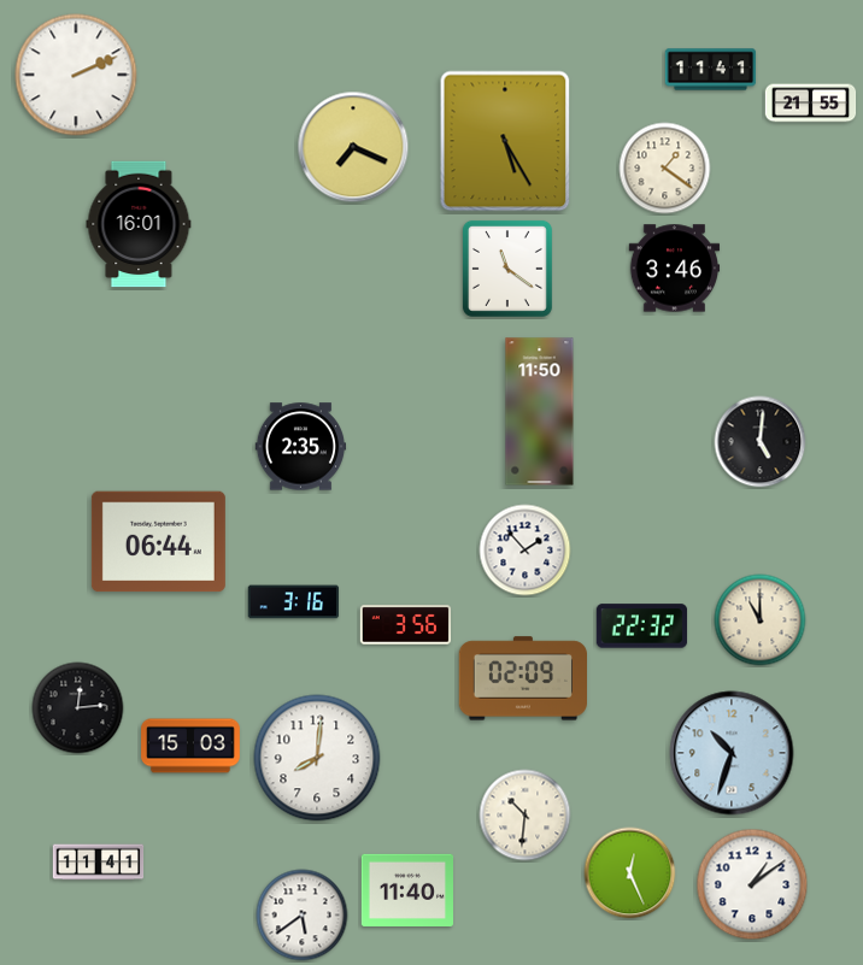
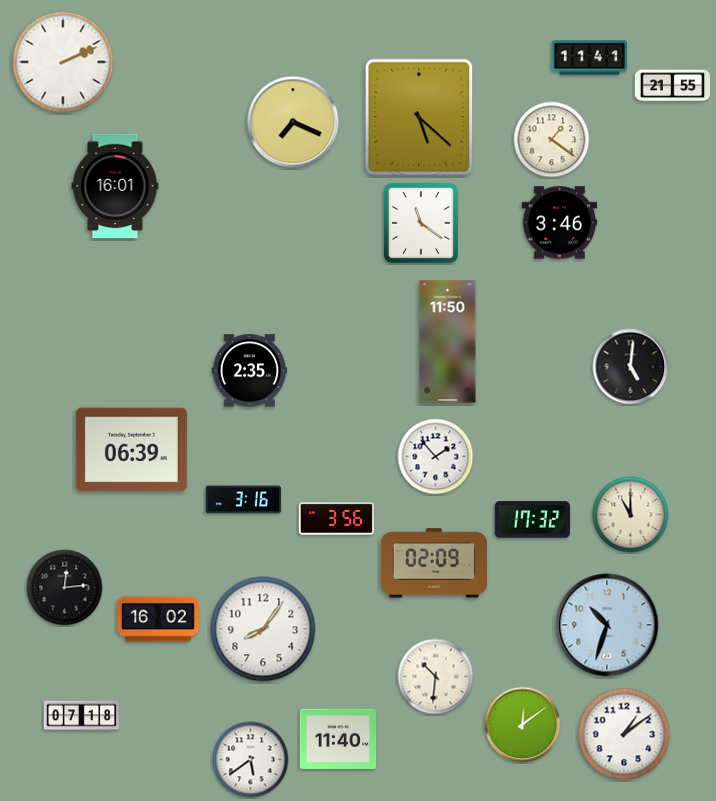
clock at (505, 141): 5:25 -> 5:22
clock at (158, 542): 06:44 -> 06:39
clock at (642, 626): 22:32 -> 17:32
clock at (190, 746): 15:03 -> 16:02
clock at (317, 758): 8:01 -> 8:06
clock at (99, 863): 11:41 -> 07:18
clock at (630, 873): 12:26 -> 12:09
